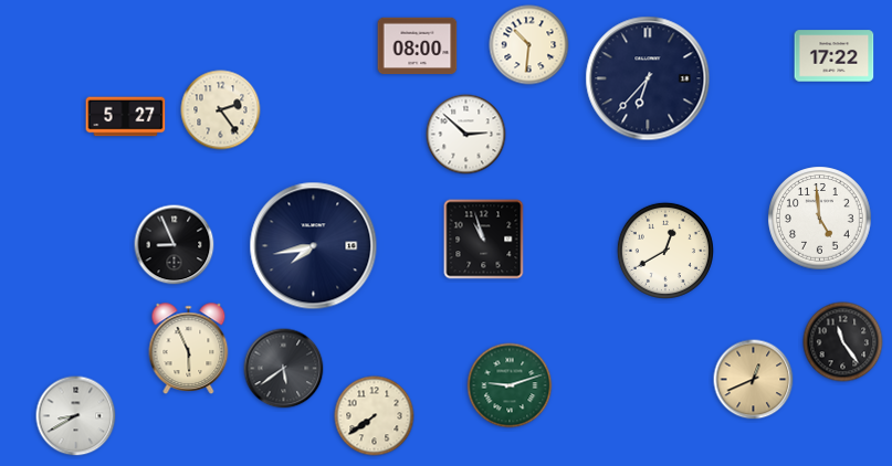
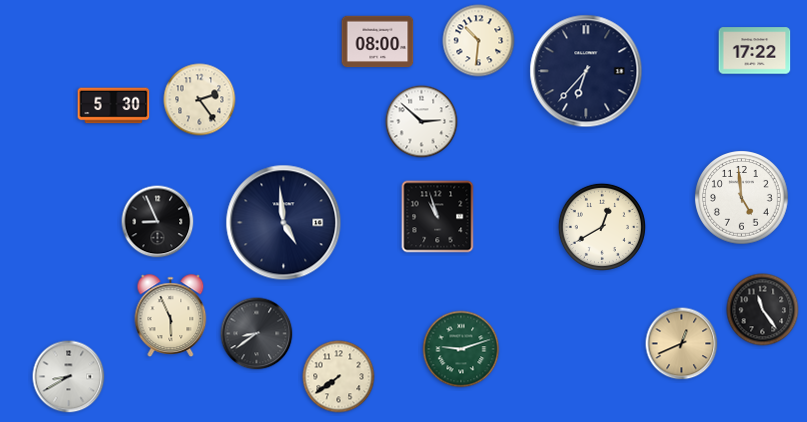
clock at (126, 117): 5:27 -> 5:30
clock at (314, 246): 7:43 -> 4:59
clock at (284, 369): 5:39 -> 8:39
